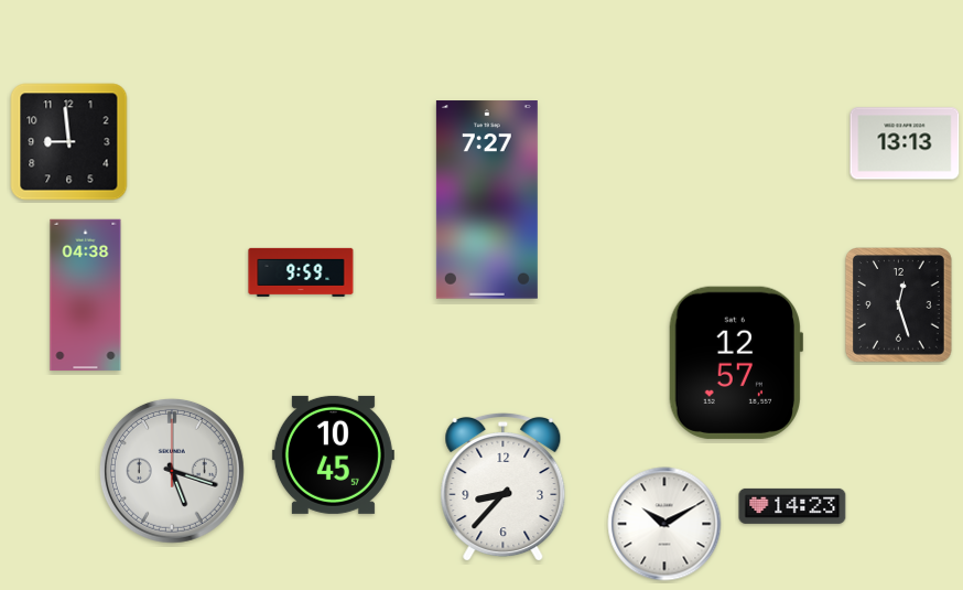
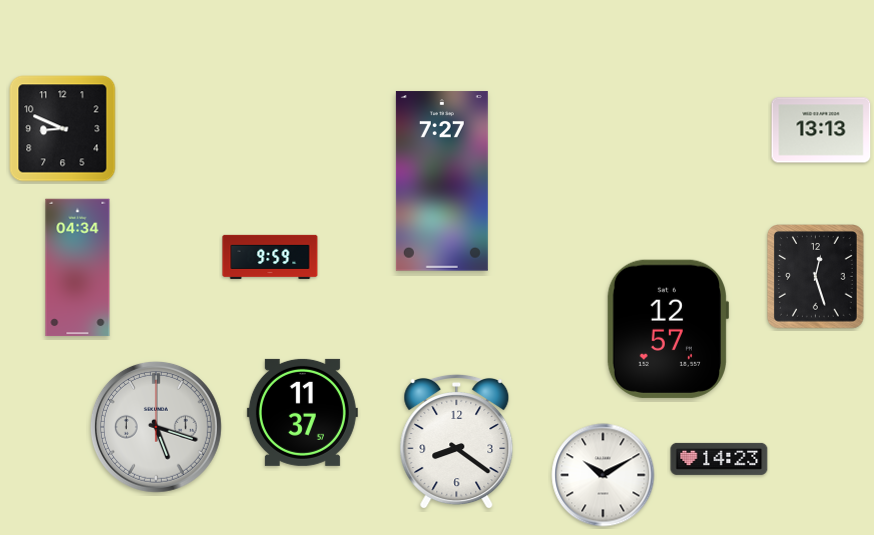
clock at (69, 142): 8:59 -> 8:49
clock at (301, 272) position: (301, 272) -> (270, 257)
clock at (86, 296): 04:38 -> 04:34
clock at (333, 454): 10:45 -> 11:37
clock at (504, 487): 8:37 -> 8:21
